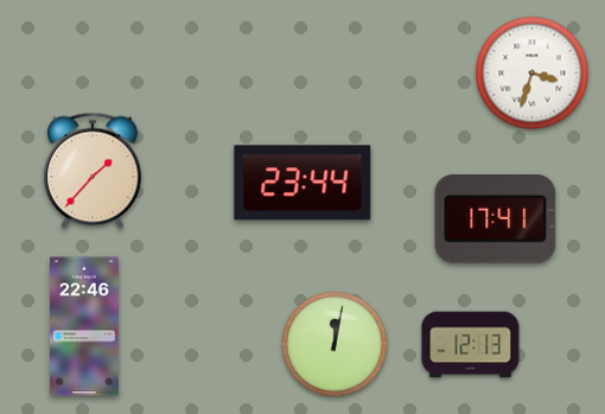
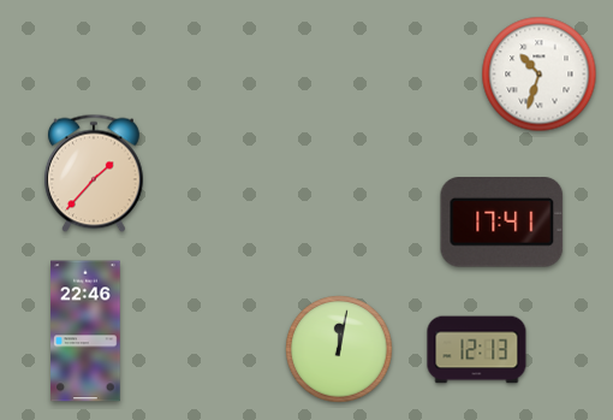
clock at (533, 74): 3:33 -> 10:33
clock at (302, 183): 23:44 -> none
